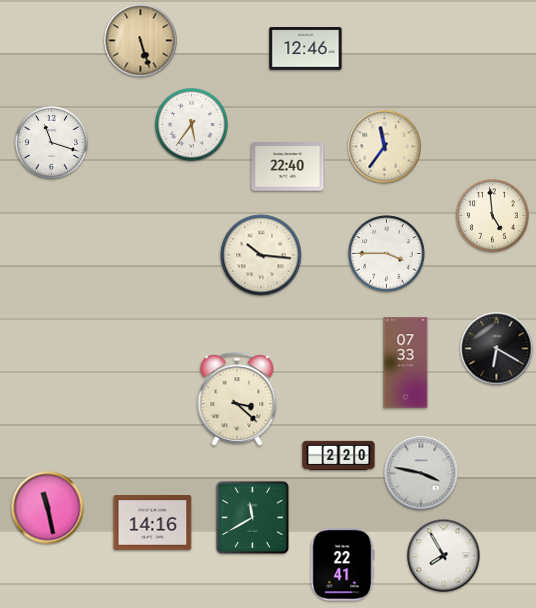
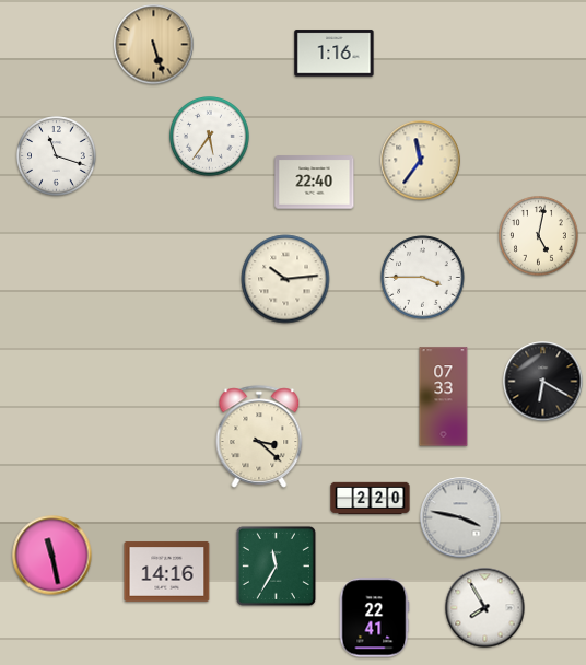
clock at (306, 49): 12:46 -> 1:16
clock at (493, 216): 4:59 -> 5:02
clock at (261, 255): 10:16 -> 10:14
clock at (252, 517): 11:40 -> 11:35
